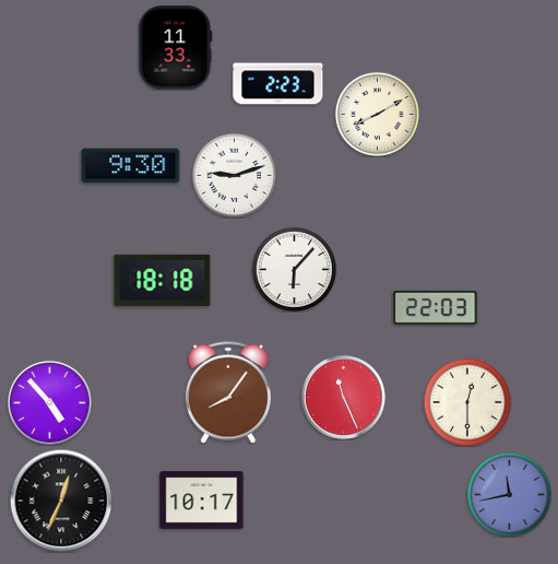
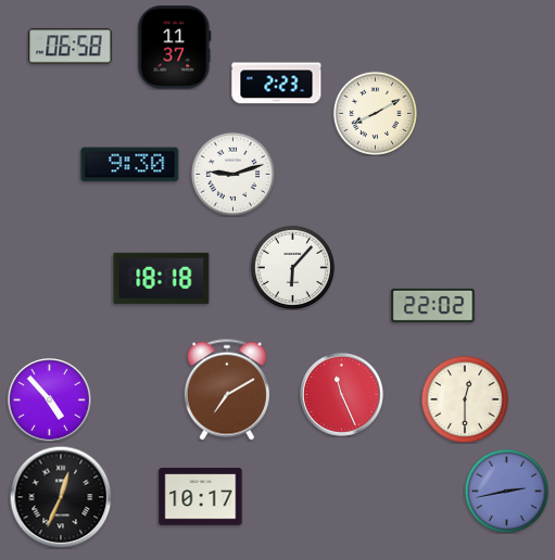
clock at (71, 47): none -> 06:58
clock at (176, 48): 11:33 -> 11:37
clock at (436, 307): 22:03 -> 22:02
clock at (228, 392): 8:06 -> 7:10
clock at (509, 494): 11:43 -> 2:43
